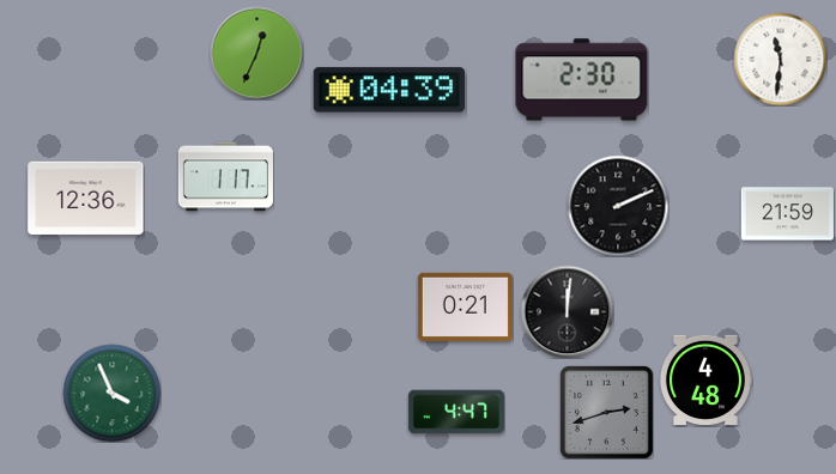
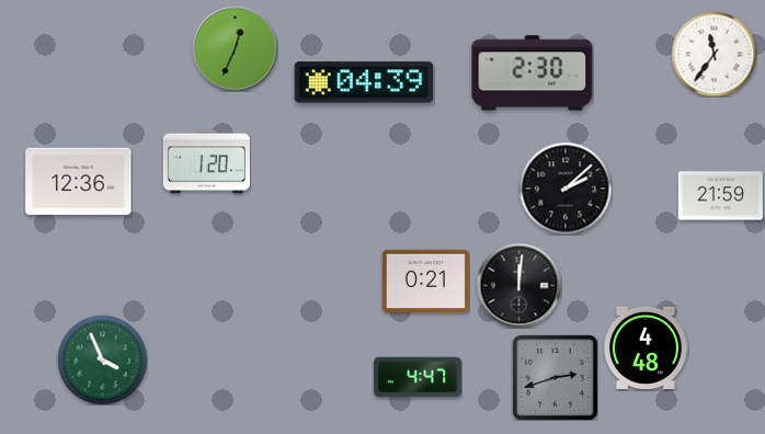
clock at (780, 59): 11:31 -> 11:36
clock at (388, 90) position: (388, 90) -> (363, 82)
clock at (225, 177): 1:17 -> 1:20
clock at (618, 206): 2:11 -> 2:08
